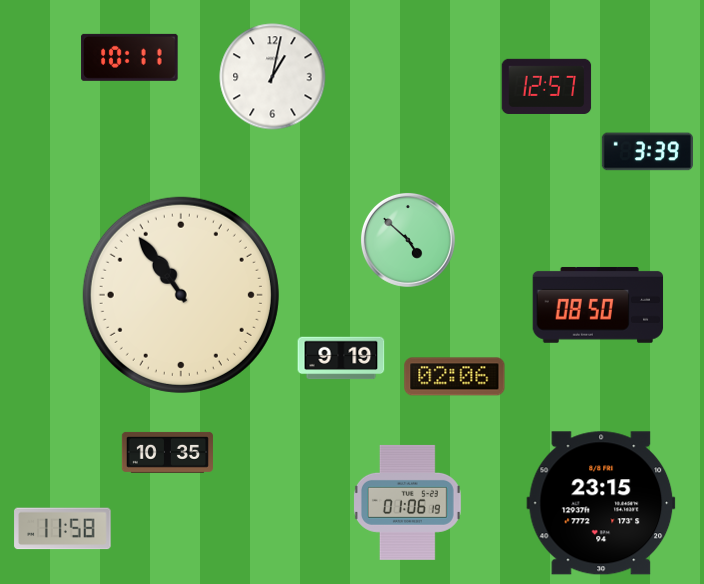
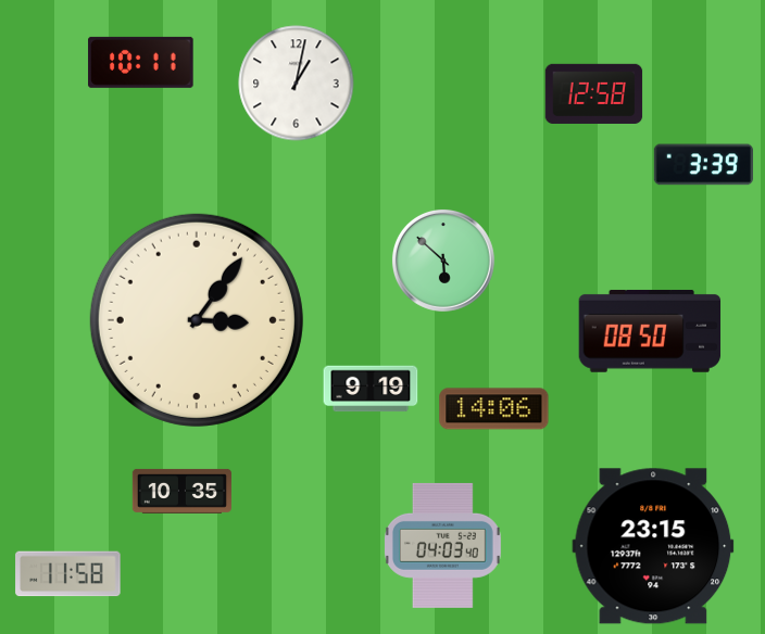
clock at (547, 86): 12:57 -> 12:58
clock at (408, 240): 4:52 -> 5:52
clock at (181, 295): 10:54 -> 3:06
clock at (455, 377): 02:06 -> 14:06
clock at (407, 502): 01:06 -> 04:03
